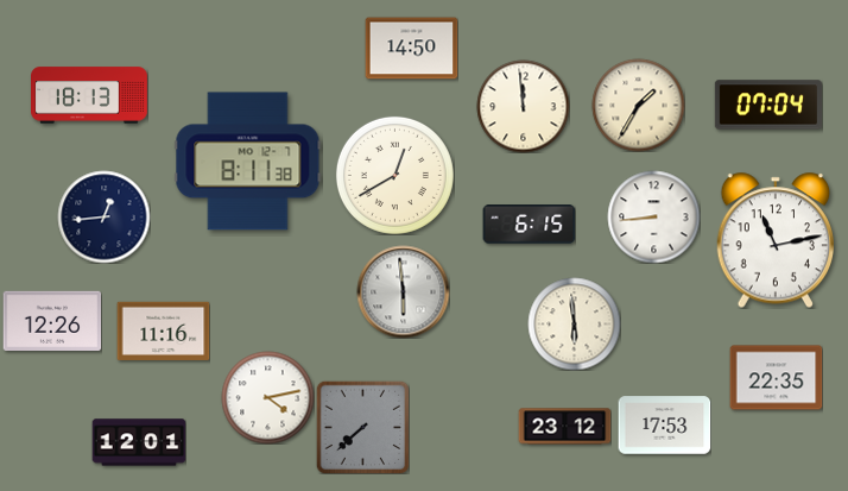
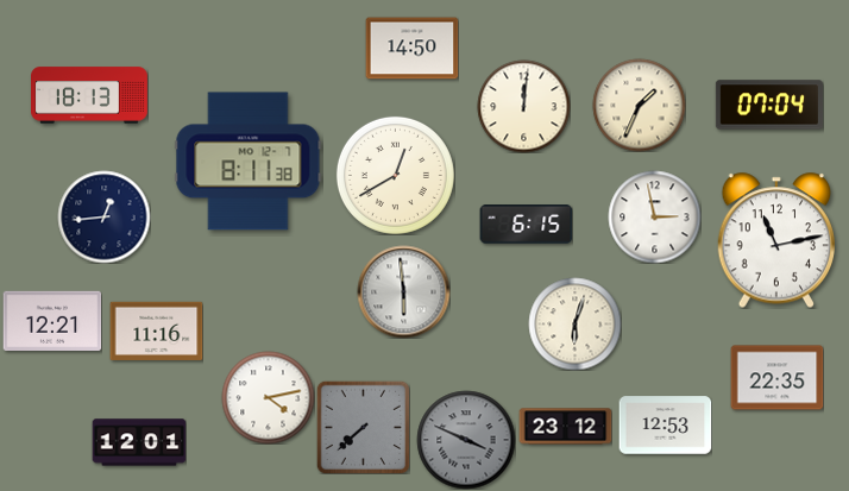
clock at (638, 105): 1:35 -> 1:34
clock at (523, 106): 11:59 -> 12:01
clock at (653, 216): 8:44 -> 2:58
clock at (529, 225) position: (529, 225) -> (526, 225)
clock at (52, 321): 12:26 -> 12:21
clock at (574, 323): 5:59 -> 6:03
clock at (163, 331) position: (163, 331) -> (156, 331)
clock at (664, 426): 17:53 -> 12:53
clock at (466, 440): none -> 3:49
